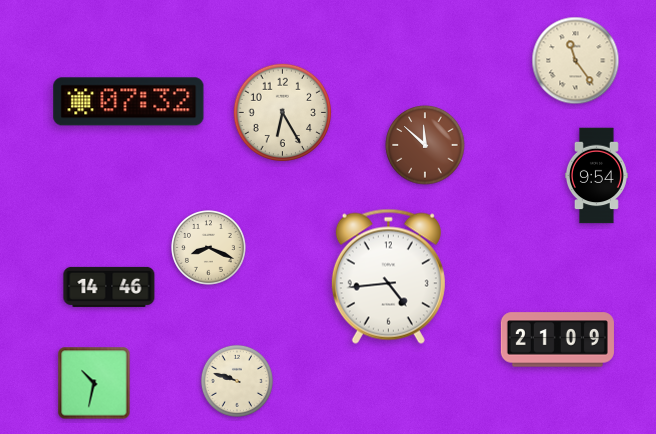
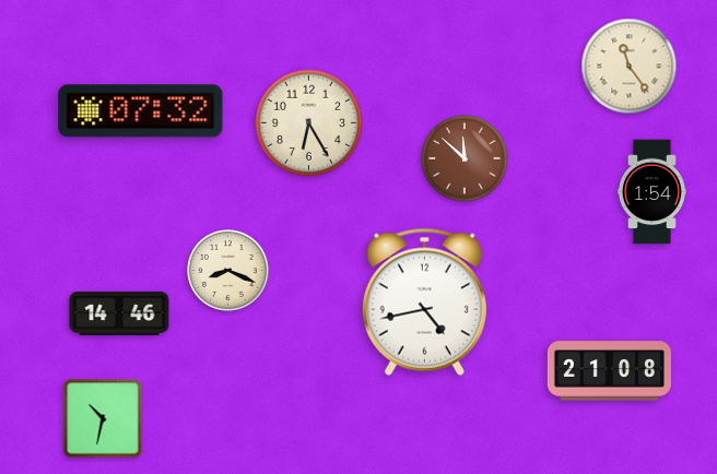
clock at (596, 176): 9:54 -> 1:54
clock at (388, 276): 4:44 -> 4:43
clock at (557, 340): 21:09 -> 21:08
clock at (237, 381): 9:48 -> none
